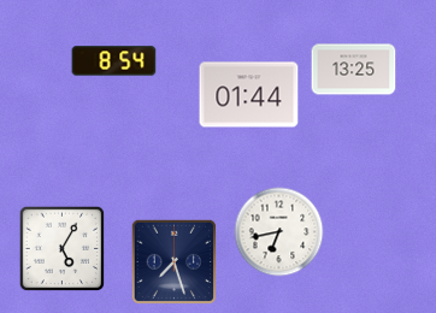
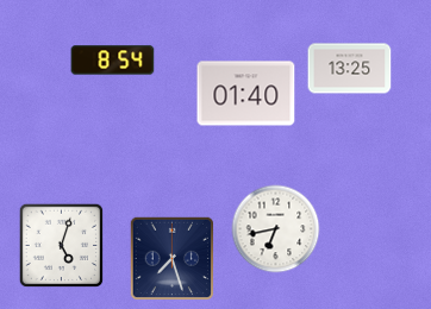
clock at (249, 95): 01:44 -> 01:40
clock at (63, 249): 5:05 -> 5:03
